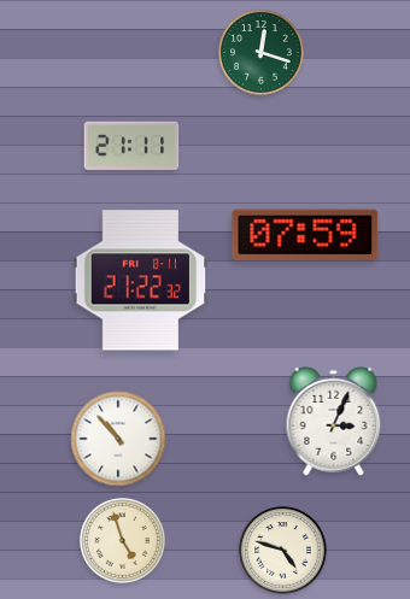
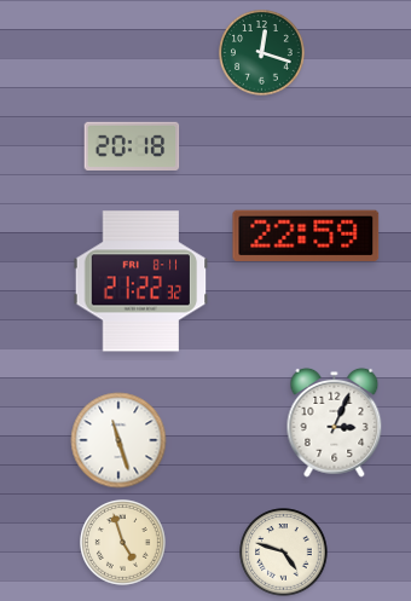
clock at (131, 145): 21:11 -> 20:18
clock at (305, 235): 07:59 -> 22:59
clock at (118, 439): 10:53 -> 11:27
